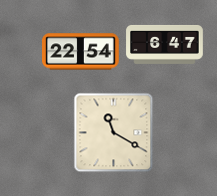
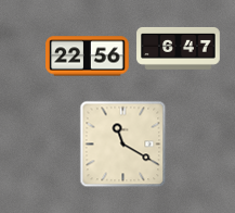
clock at (81, 52): 22:54 -> 22:56
